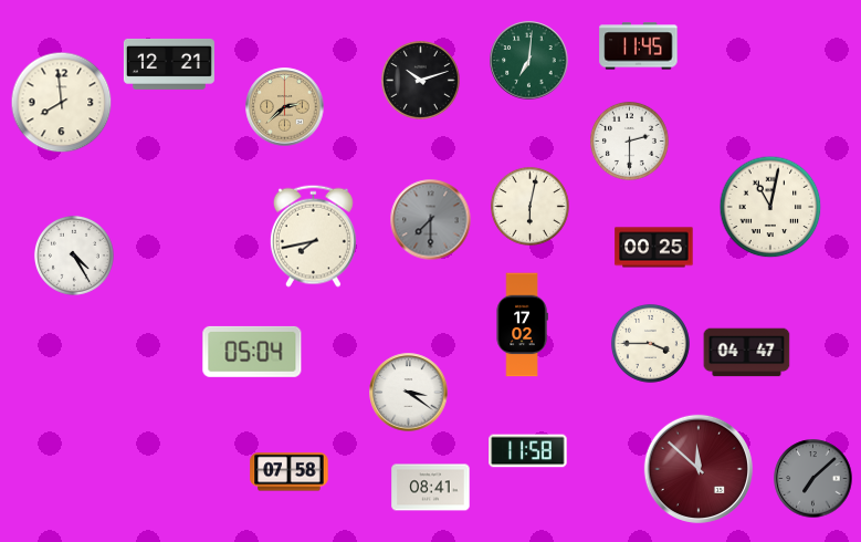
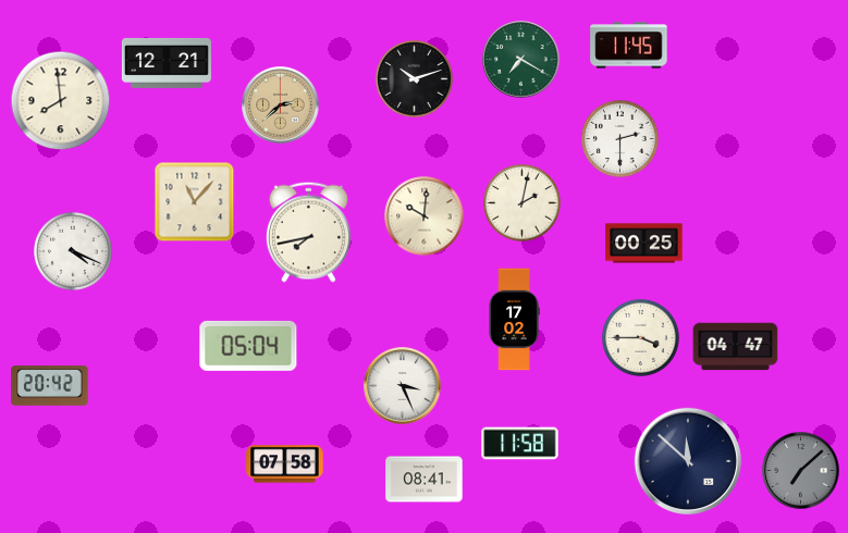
clock at (529, 61): 7:01 -> 7:20
clock at (195, 202): none -> 11:07
clock at (529, 206): 6:02 -> 2:02
clock at (770, 207): 11:02 -> none
clock at (431, 220): 7:30 -> 10:01
clock at (431, 220) dial: grey -> cream
clock at (74, 256): 4:25 -> 4:19
clock at (50, 386): none -> 20:42
clock at (409, 393): 3:21 -> 3:26
clock at (699, 469) dial: burgundy -> navy
